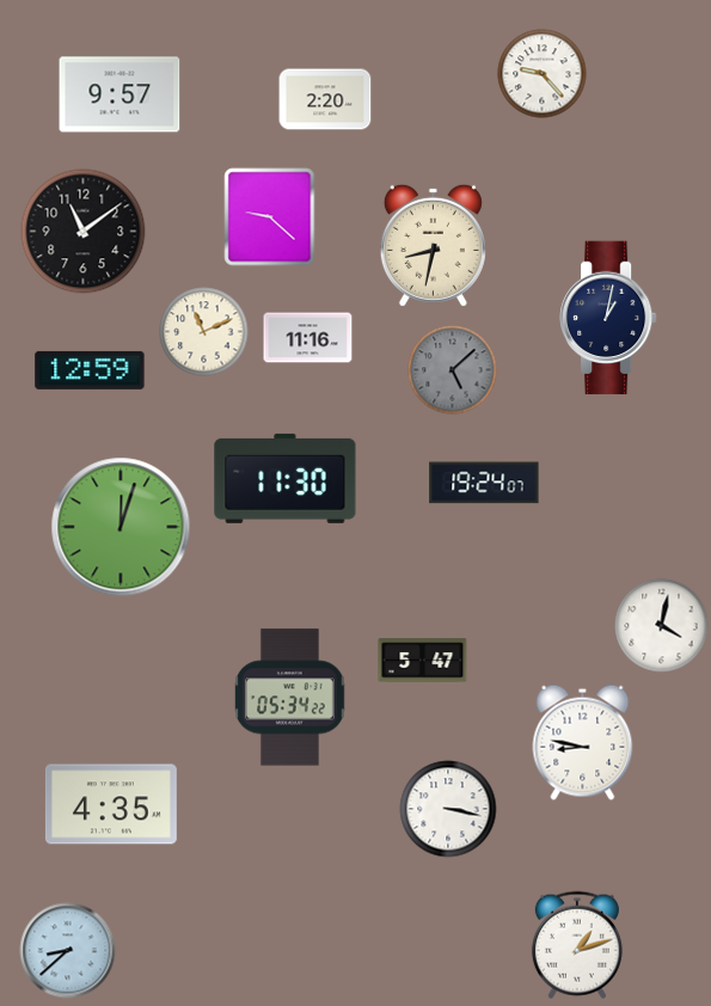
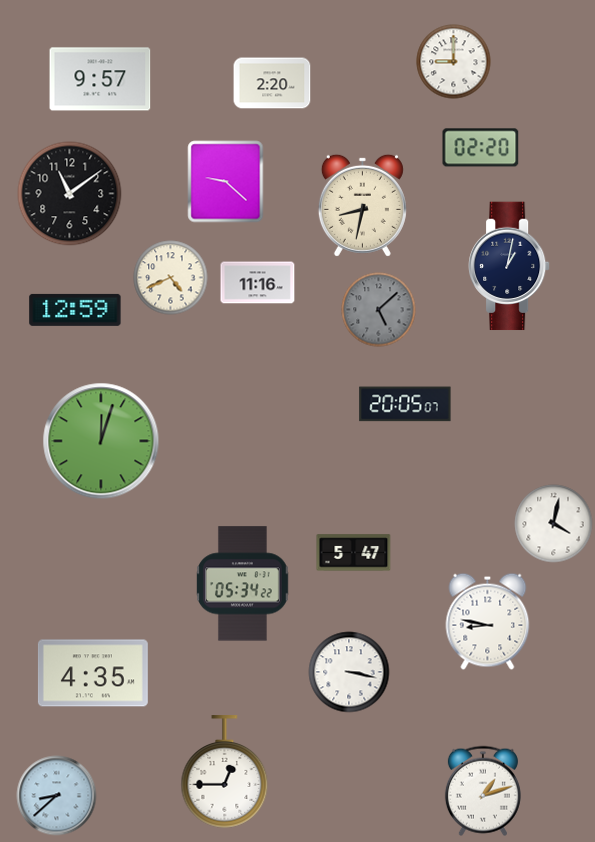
clock at (543, 74): 9:23 -> 9:00
clock at (481, 148): none -> 02:20
clock at (204, 332): 11:11 -> 4:41
clock at (286, 478): 11:30 -> none
clock at (484, 483): 19:24 -> 20:05
clock at (448, 809) position: (448, 809) -> (349, 672)
clock at (225, 772): none -> 12:45
